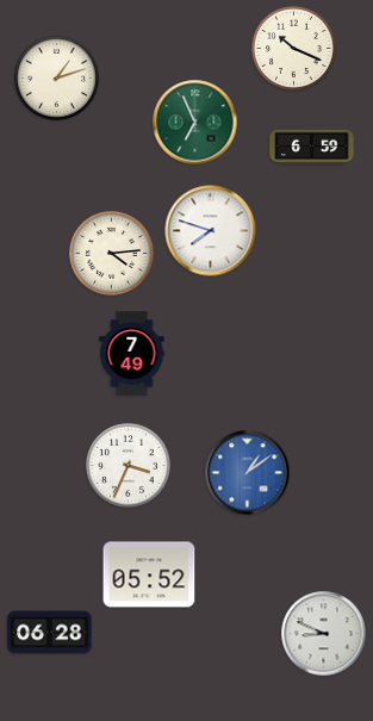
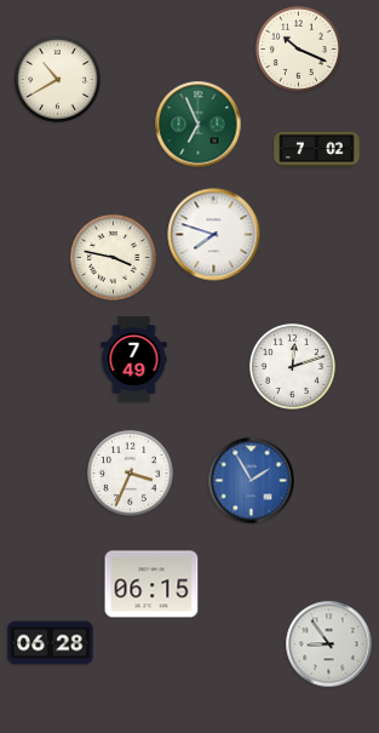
clock at (56, 77): 1:12 -> 10:40
clock at (312, 147): 6:59 -> 7:02
clock at (111, 253): 4:14 -> 3:47
clock at (292, 366): none -> 12:12
clock at (248, 473): 1:09 -> 1:55
clock at (149, 574): 05:52 -> 06:15
clock at (324, 634): 8:49 -> 8:54
